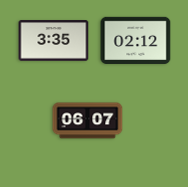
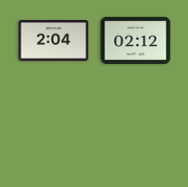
clock at (54, 41): 3:35 -> 2:04
clock at (88, 121): 06:07 -> none
